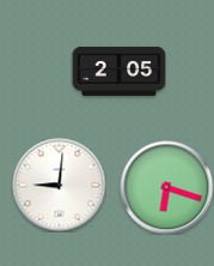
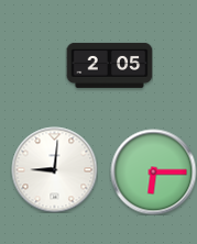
clock at (166, 187): 6:18 -> 6:15
